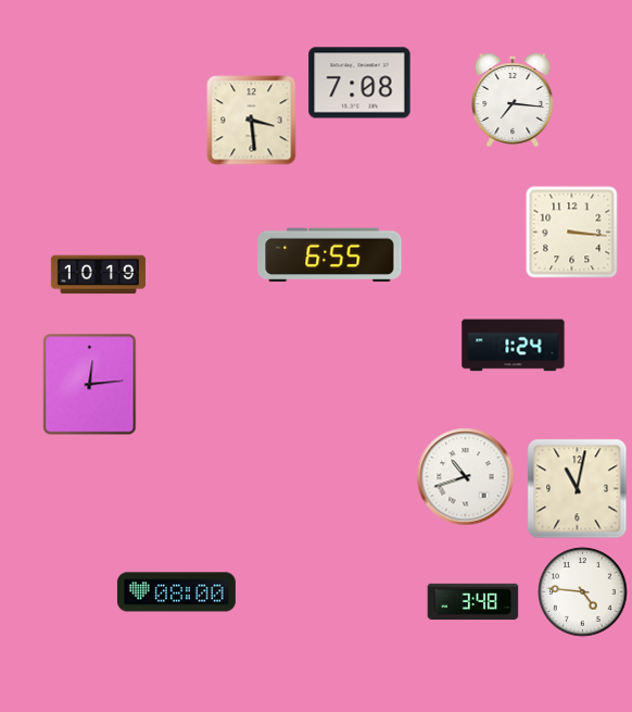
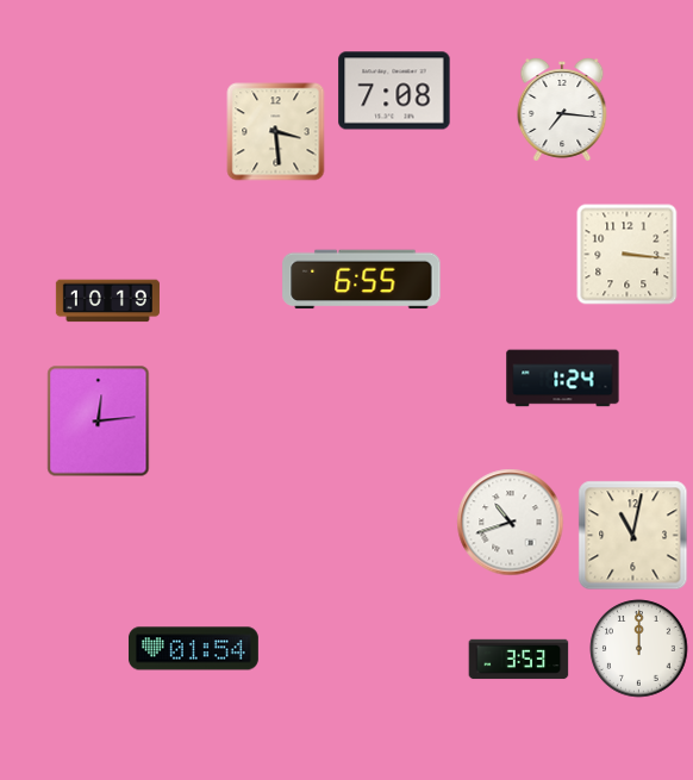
clock at (176, 592): 08:00 -> 01:54
clock at (583, 592): 4:46 -> 12:00
clock at (473, 602): 3:48 -> 3:53
